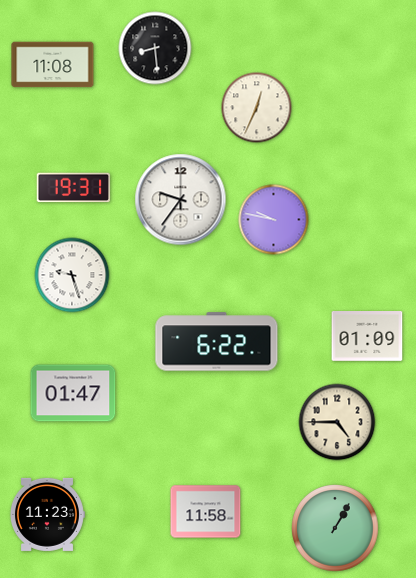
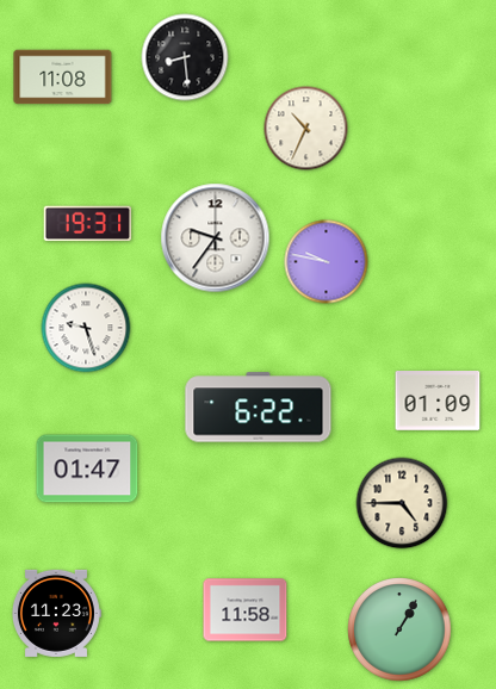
clock at (257, 108): 12:34 -> 10:34
